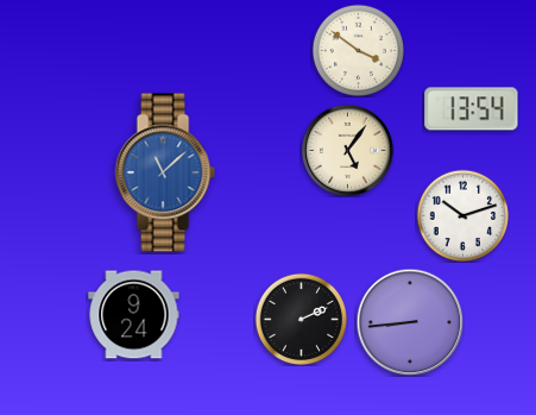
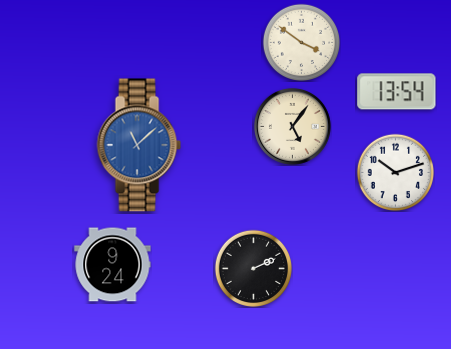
clock at (462, 215) position: (462, 215) -> (395, 172)
clock at (410, 322): 8:44 -> none
